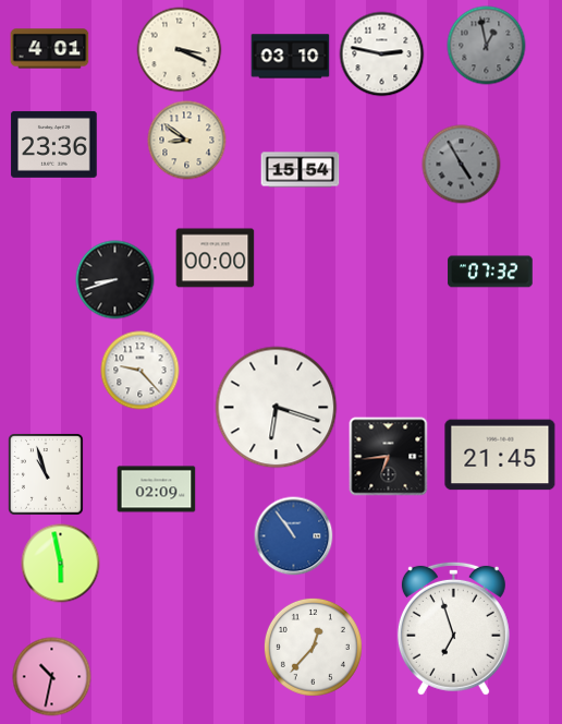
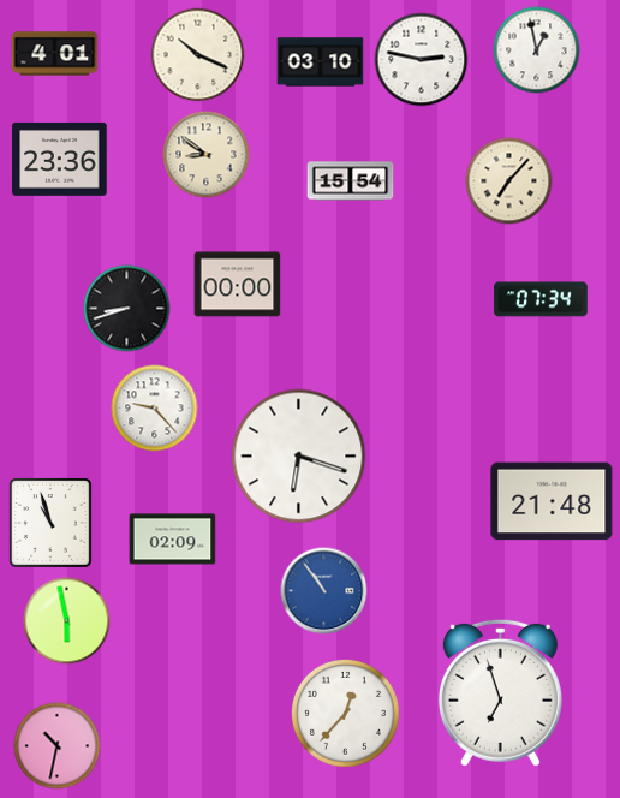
clock at (487, 46) dial: grey -> white
clock at (180, 50): 3:19 -> 10:19
clock at (462, 165): 4:55 -> 7:07
clock at (462, 165) dial: grey -> cream
clock at (301, 170) position: (301, 170) -> (351, 181)
clock at (490, 271): 07:32 -> 07:34
clock at (277, 408) position: (277, 408) -> (299, 457)
clock at (500, 455): 21:45 -> 21:48
clock at (389, 457): 6:44 -> none
